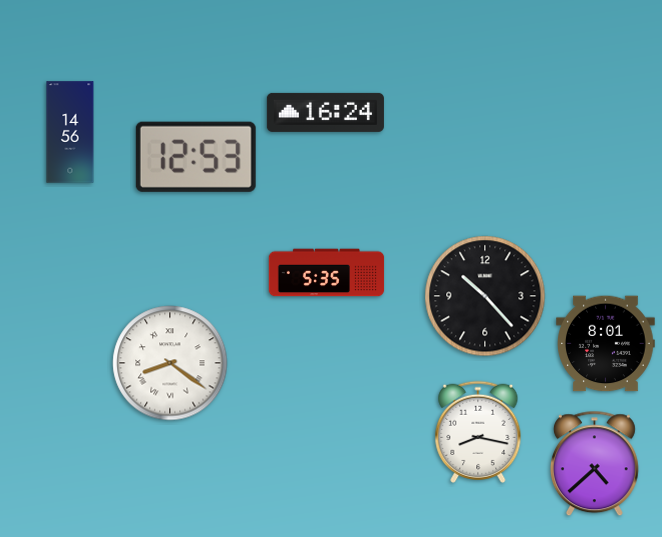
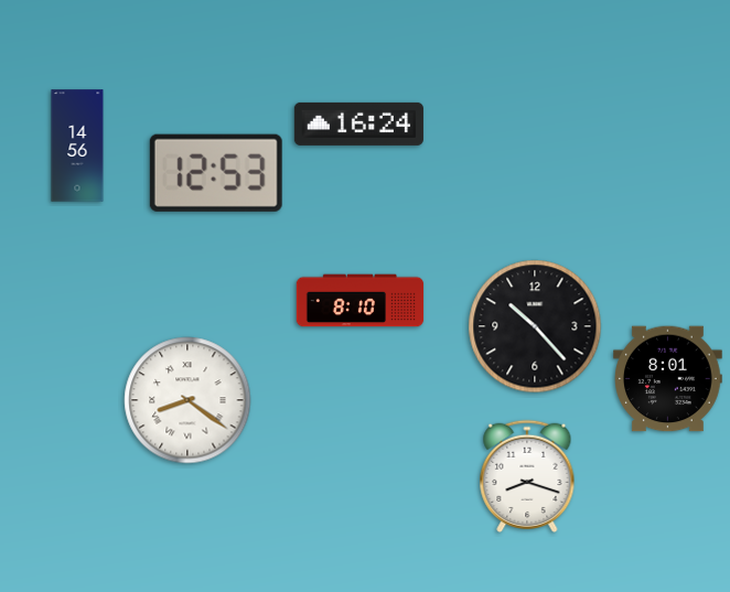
clock at (327, 273): 5:35 -> 8:10
clock at (478, 432): 8:17 -> 8:18
clock at (594, 464): 4:38 -> none
